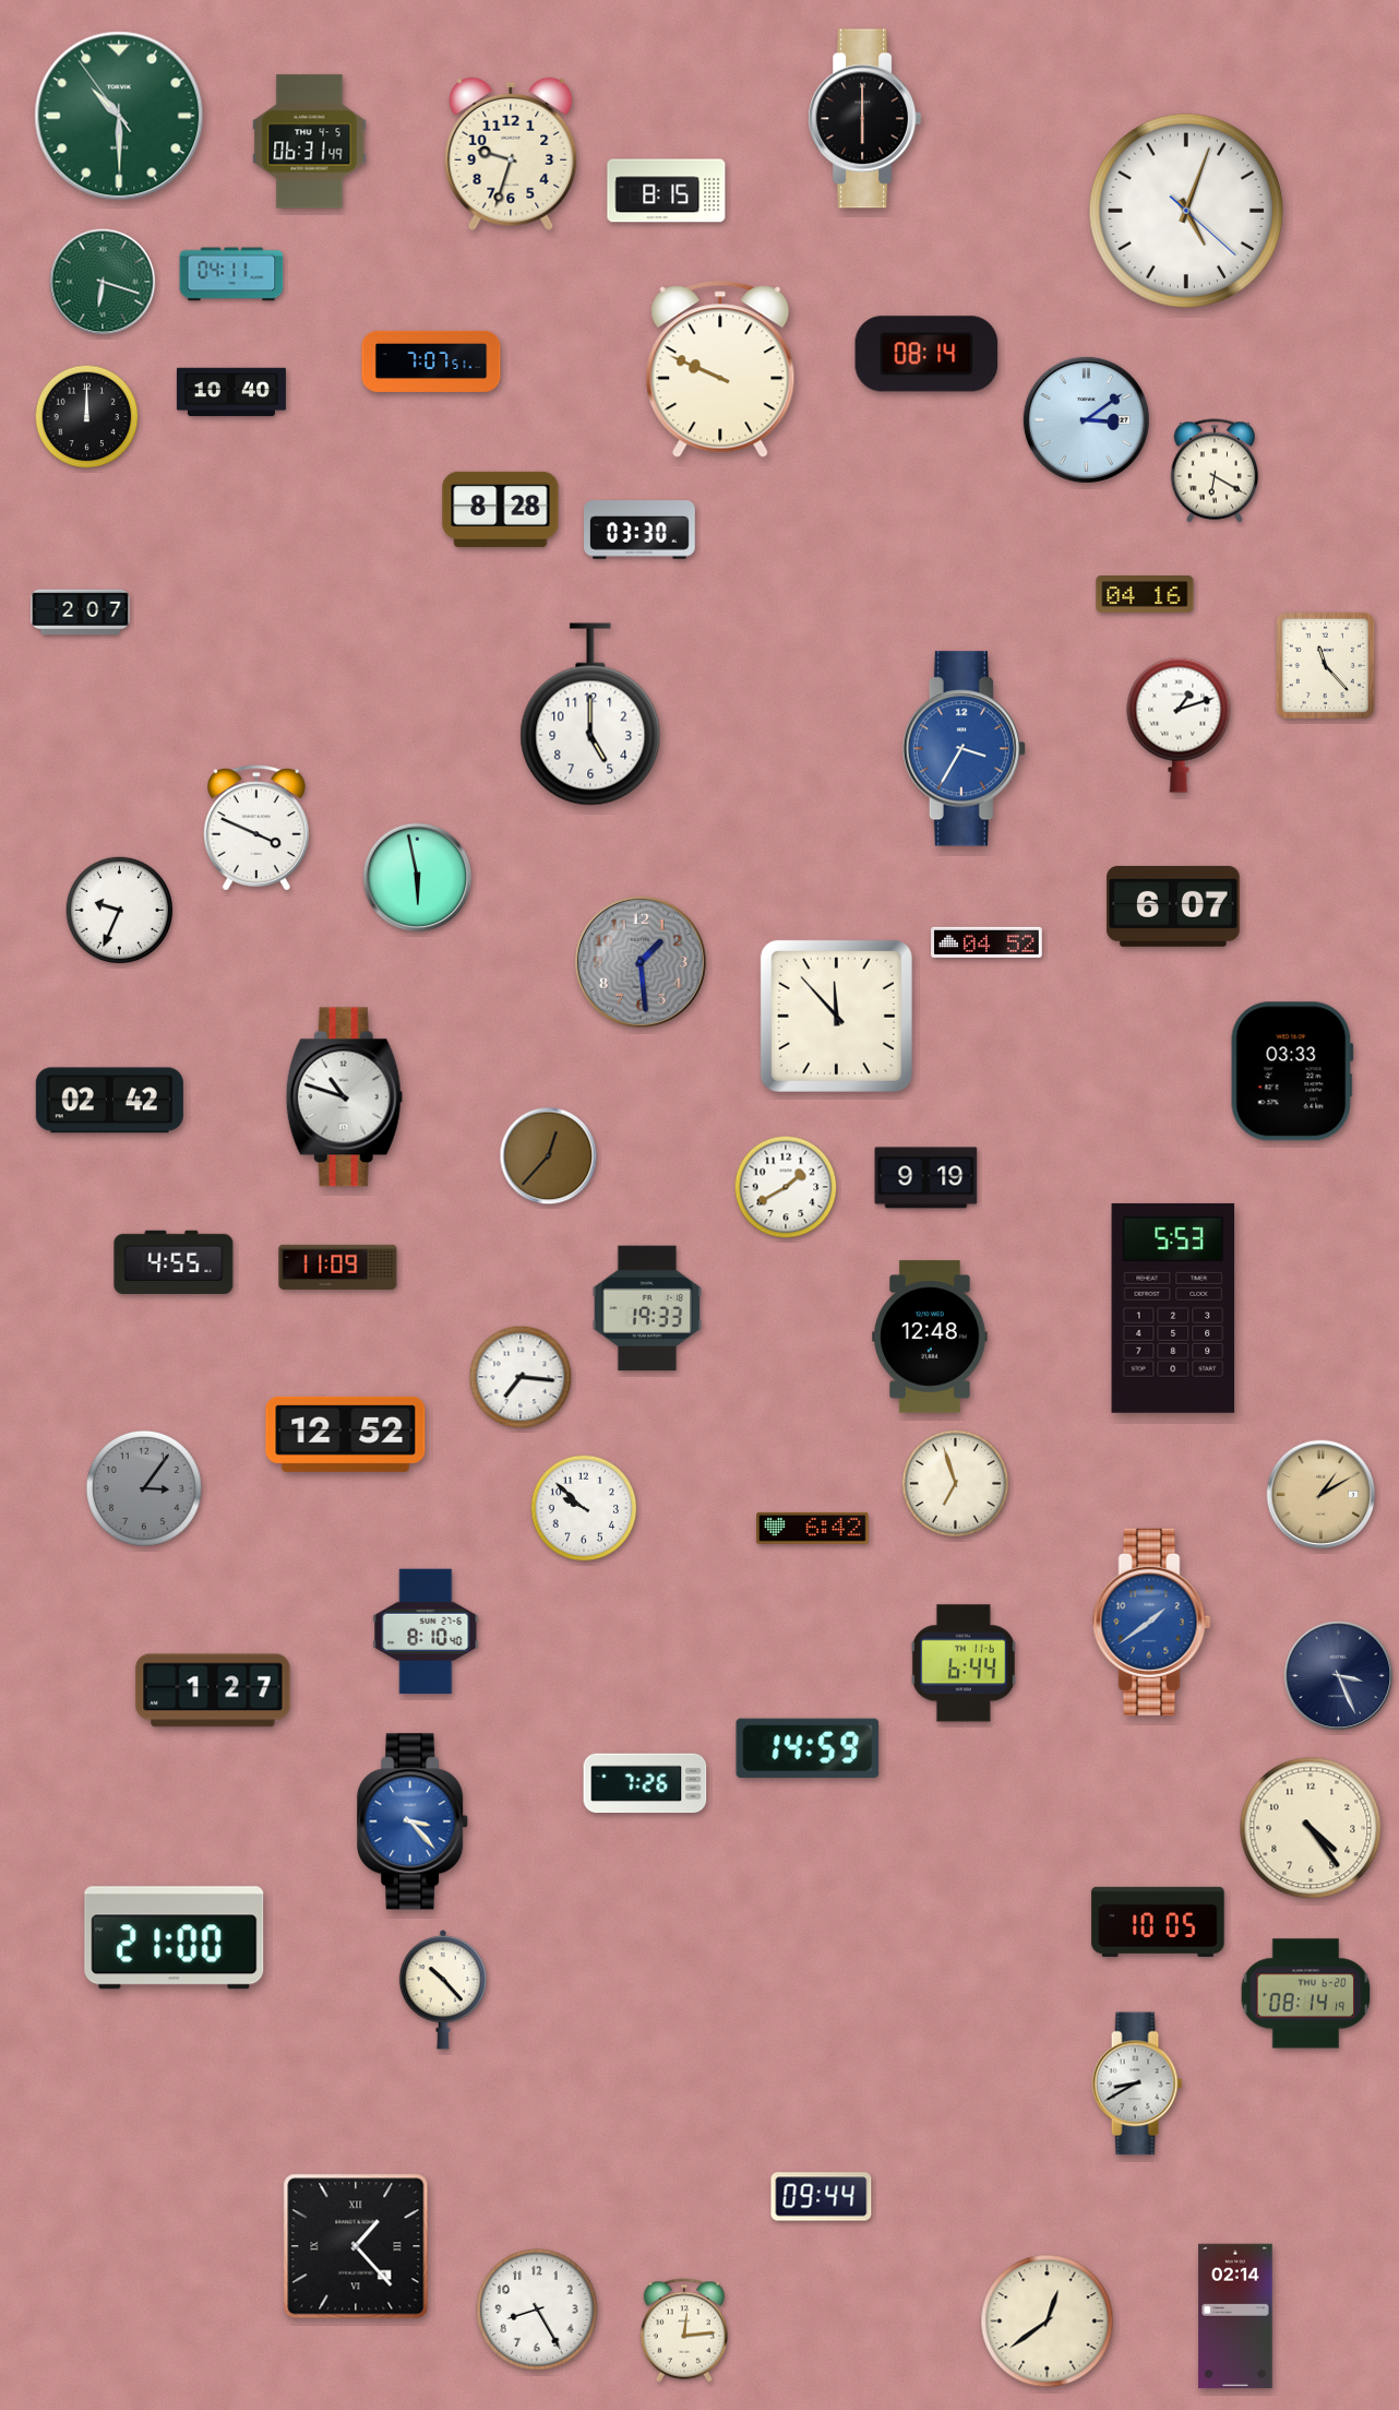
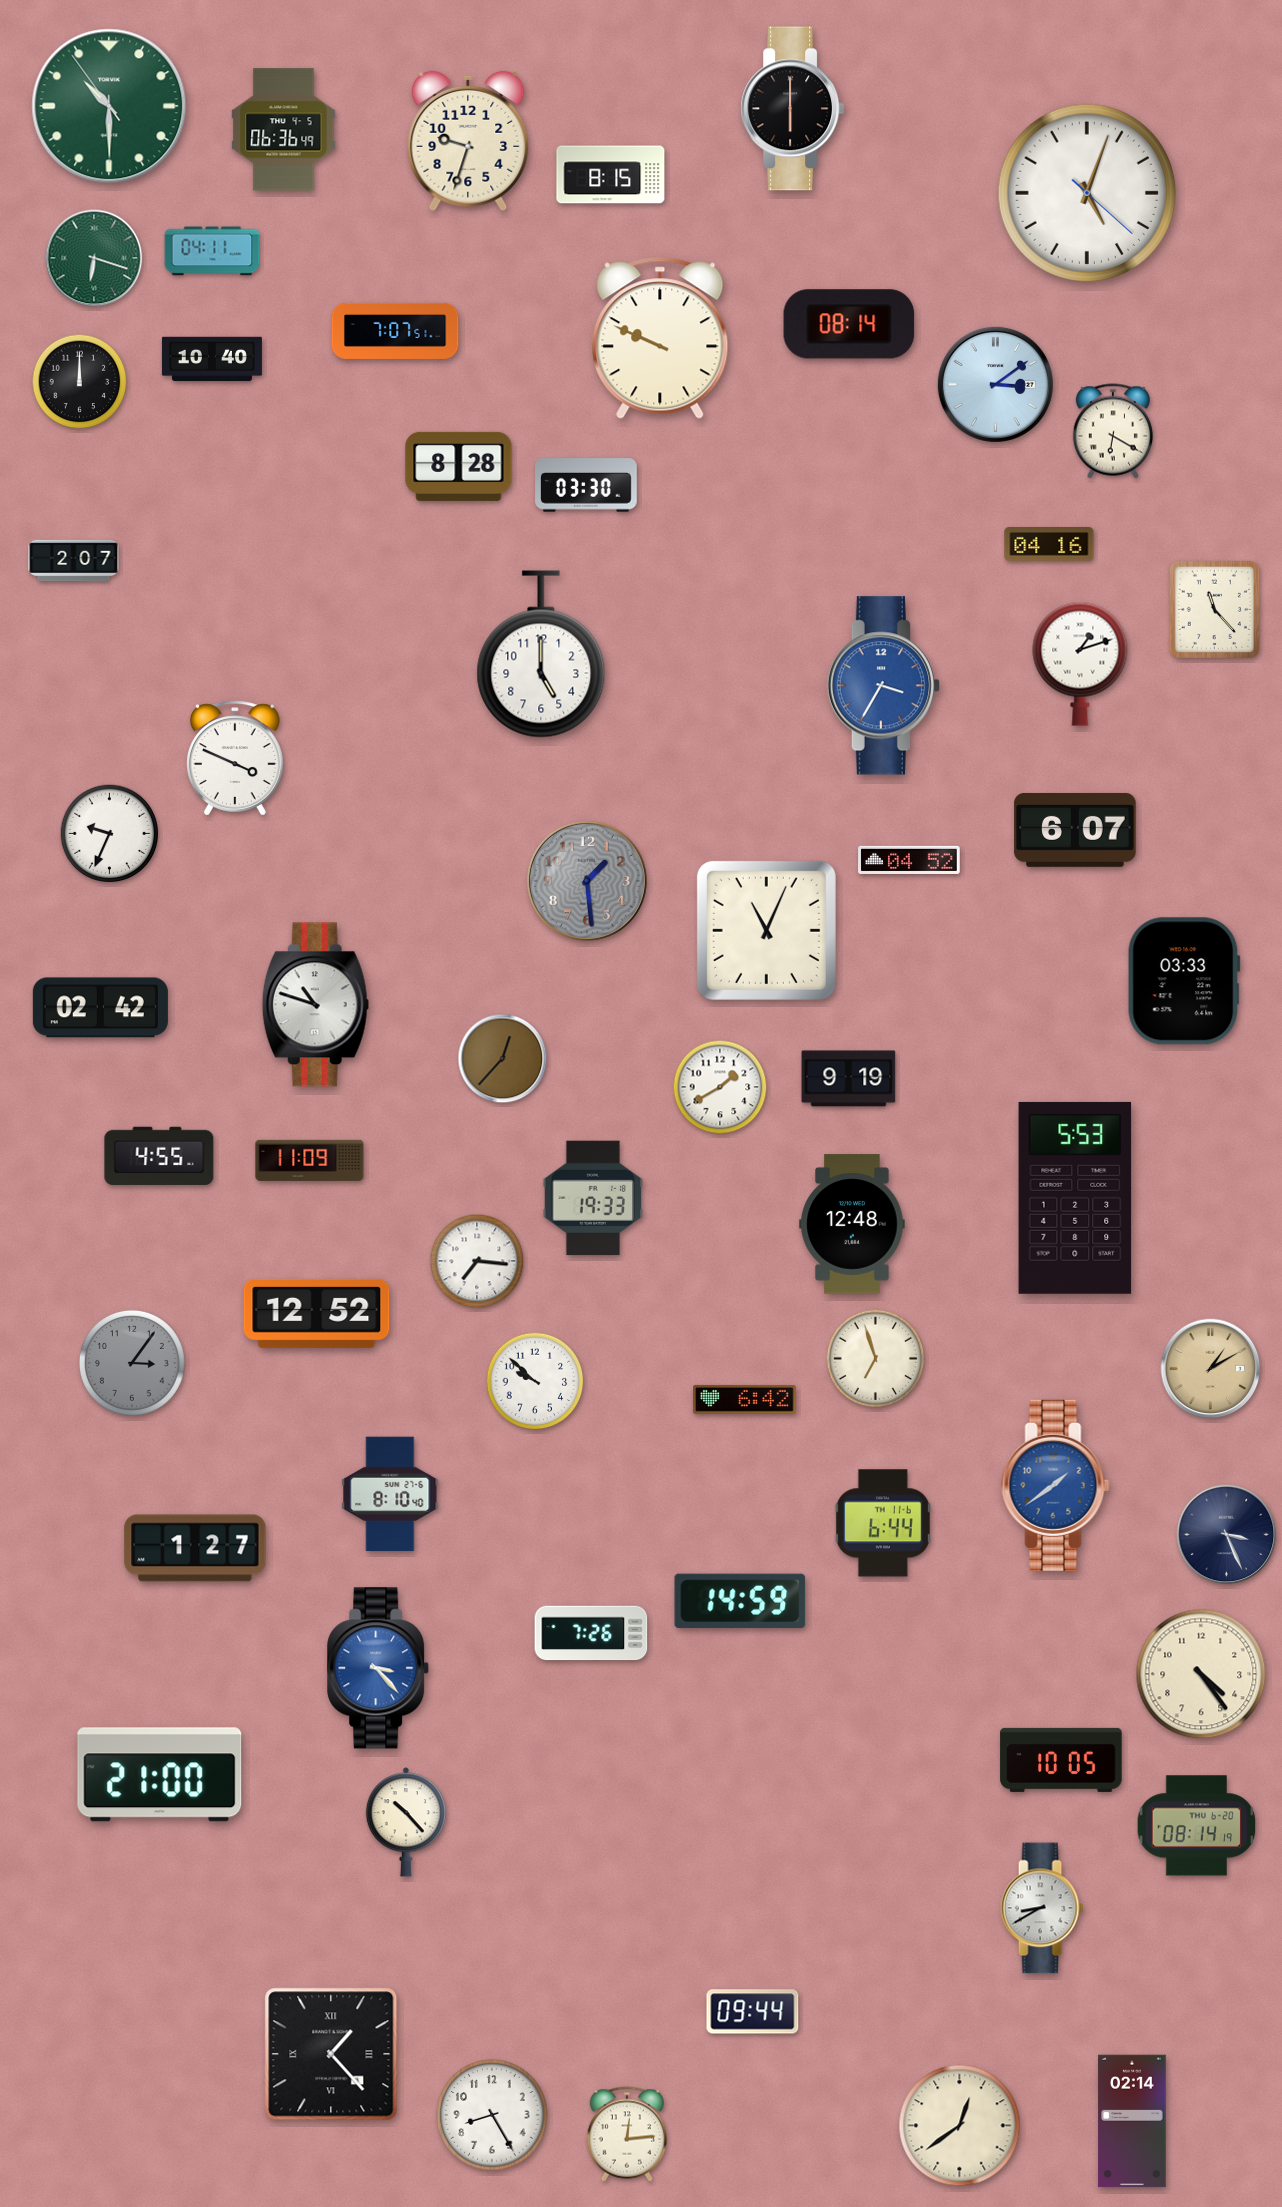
clock at (310, 142): 06:31 -> 06:36
clock at (418, 878): 5:58 -> none
clock at (987, 942) position: (987, 942) -> (909, 860)
clock at (836, 1016): 11:53 -> 11:04
clock at (356, 2246) position: (356, 2246) -> (331, 2054)
